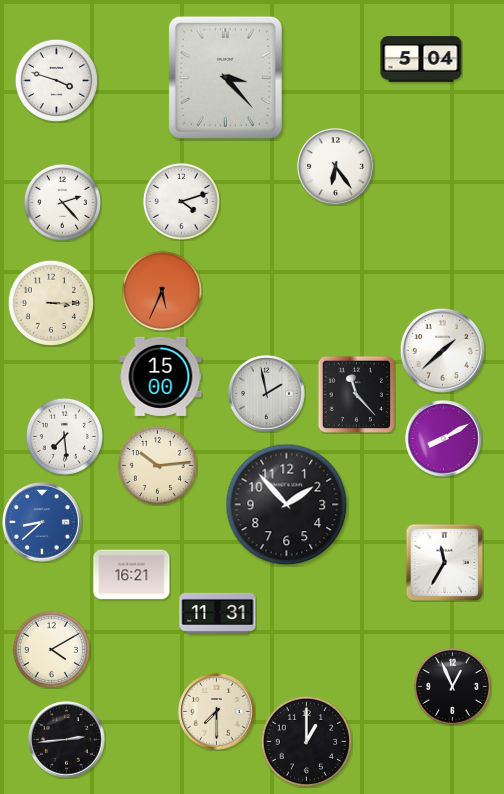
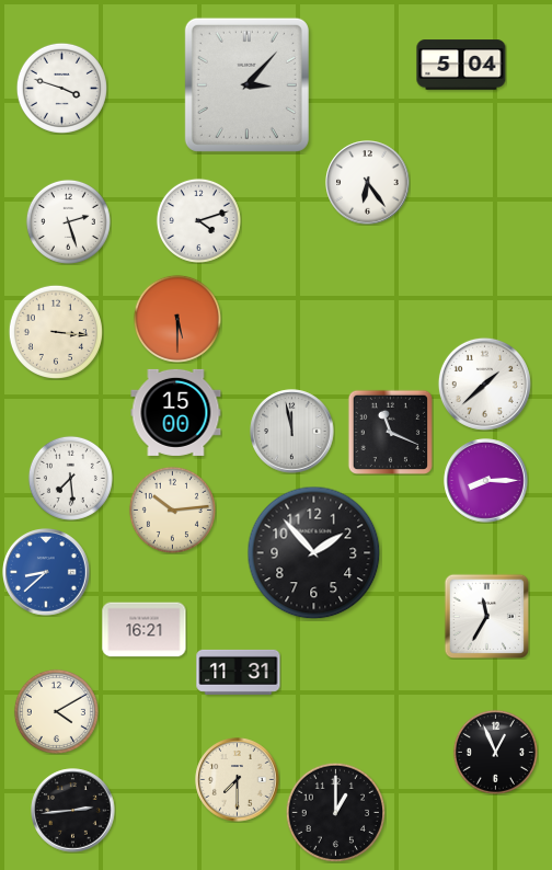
clock at (225, 77): 3:23 -> 3:07
clock at (62, 202): 2:23 -> 2:27
clock at (162, 291): 5:34 -> 5:30
clock at (51, 303): 3:15 -> 3:16
clock at (267, 394): 1:58 -> 11:58
clock at (356, 394): 11:23 -> 11:19
clock at (444, 439): 8:10 -> 8:15
